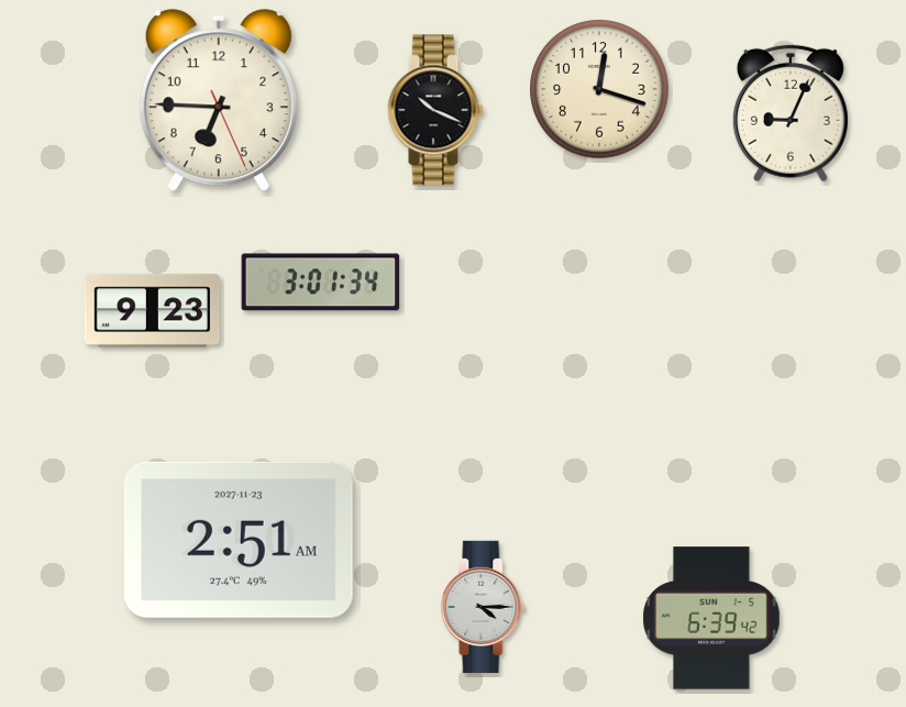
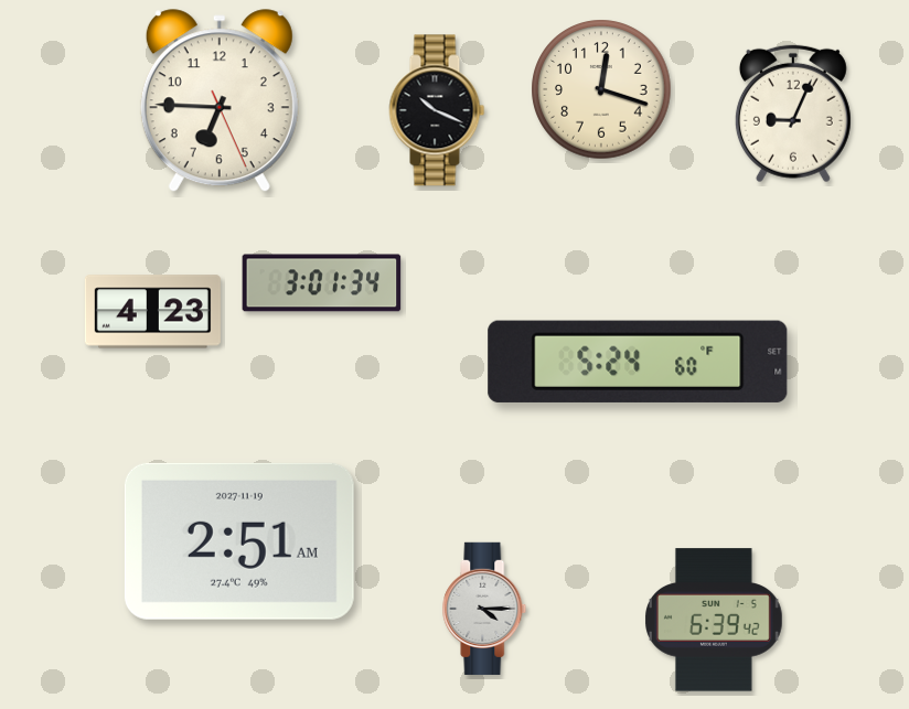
clock at (152, 311): 9:23 -> 4:23
clock at (638, 362): none -> 5:24
clock at (239, 540) date: 2027-11-23 -> 2027-11-19
